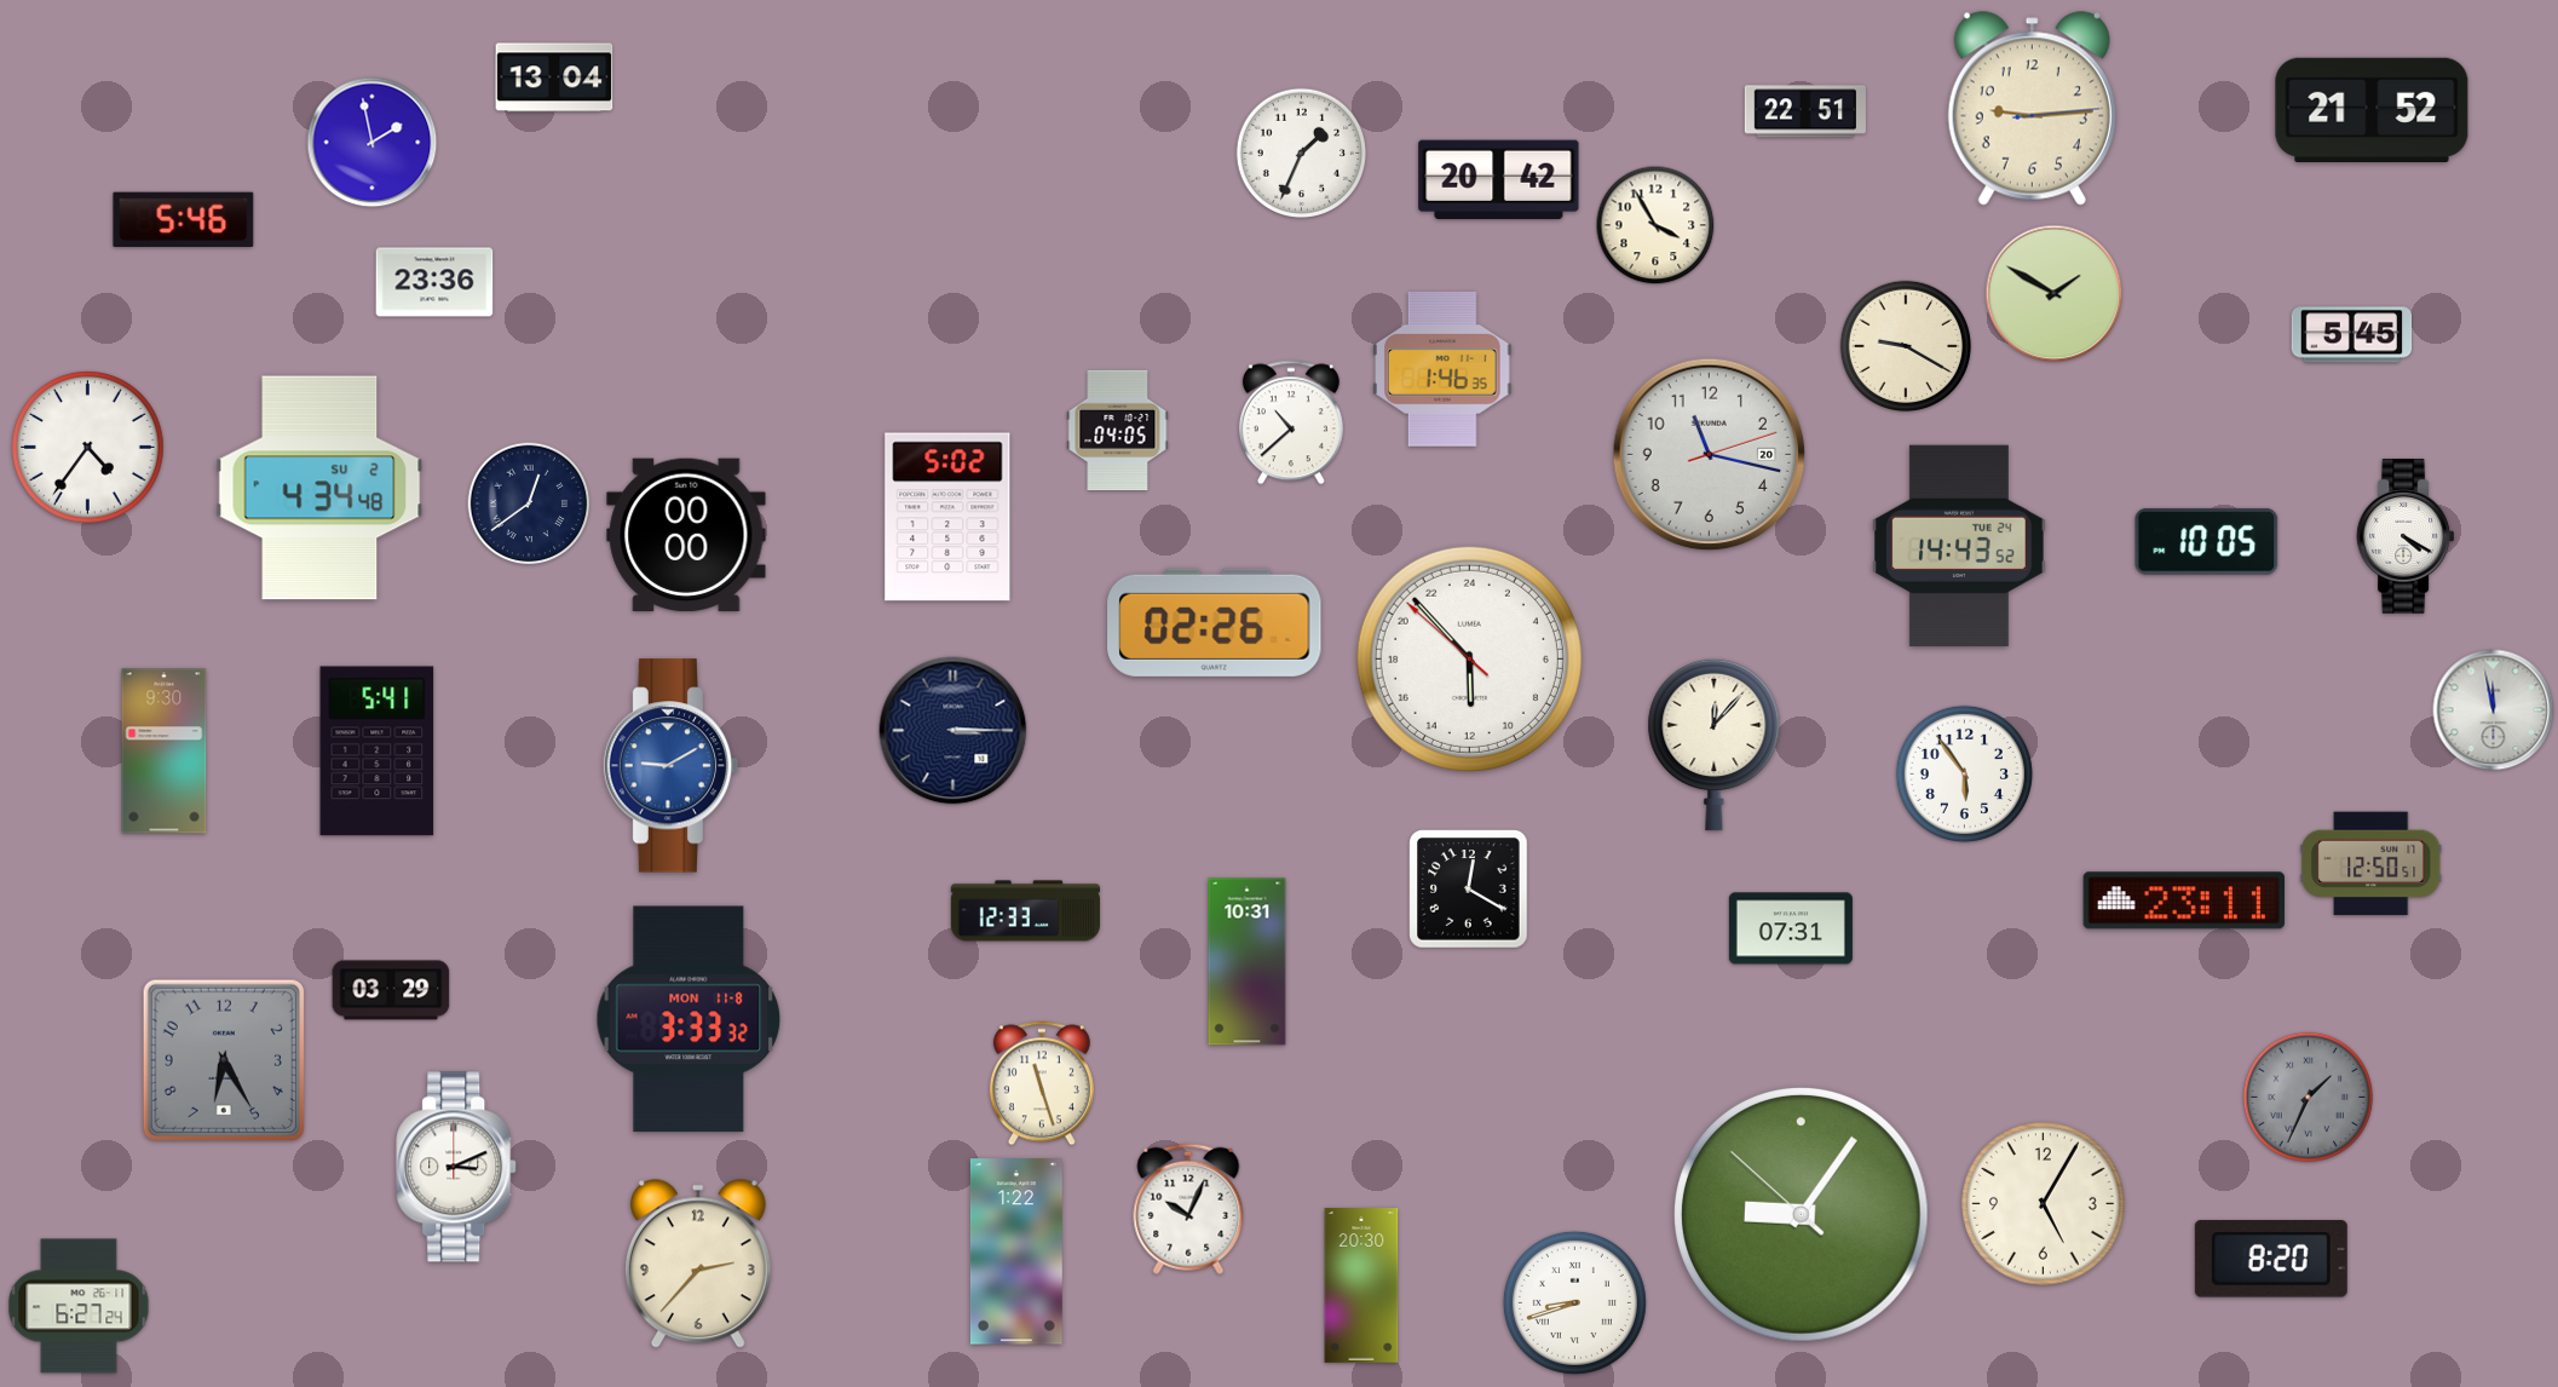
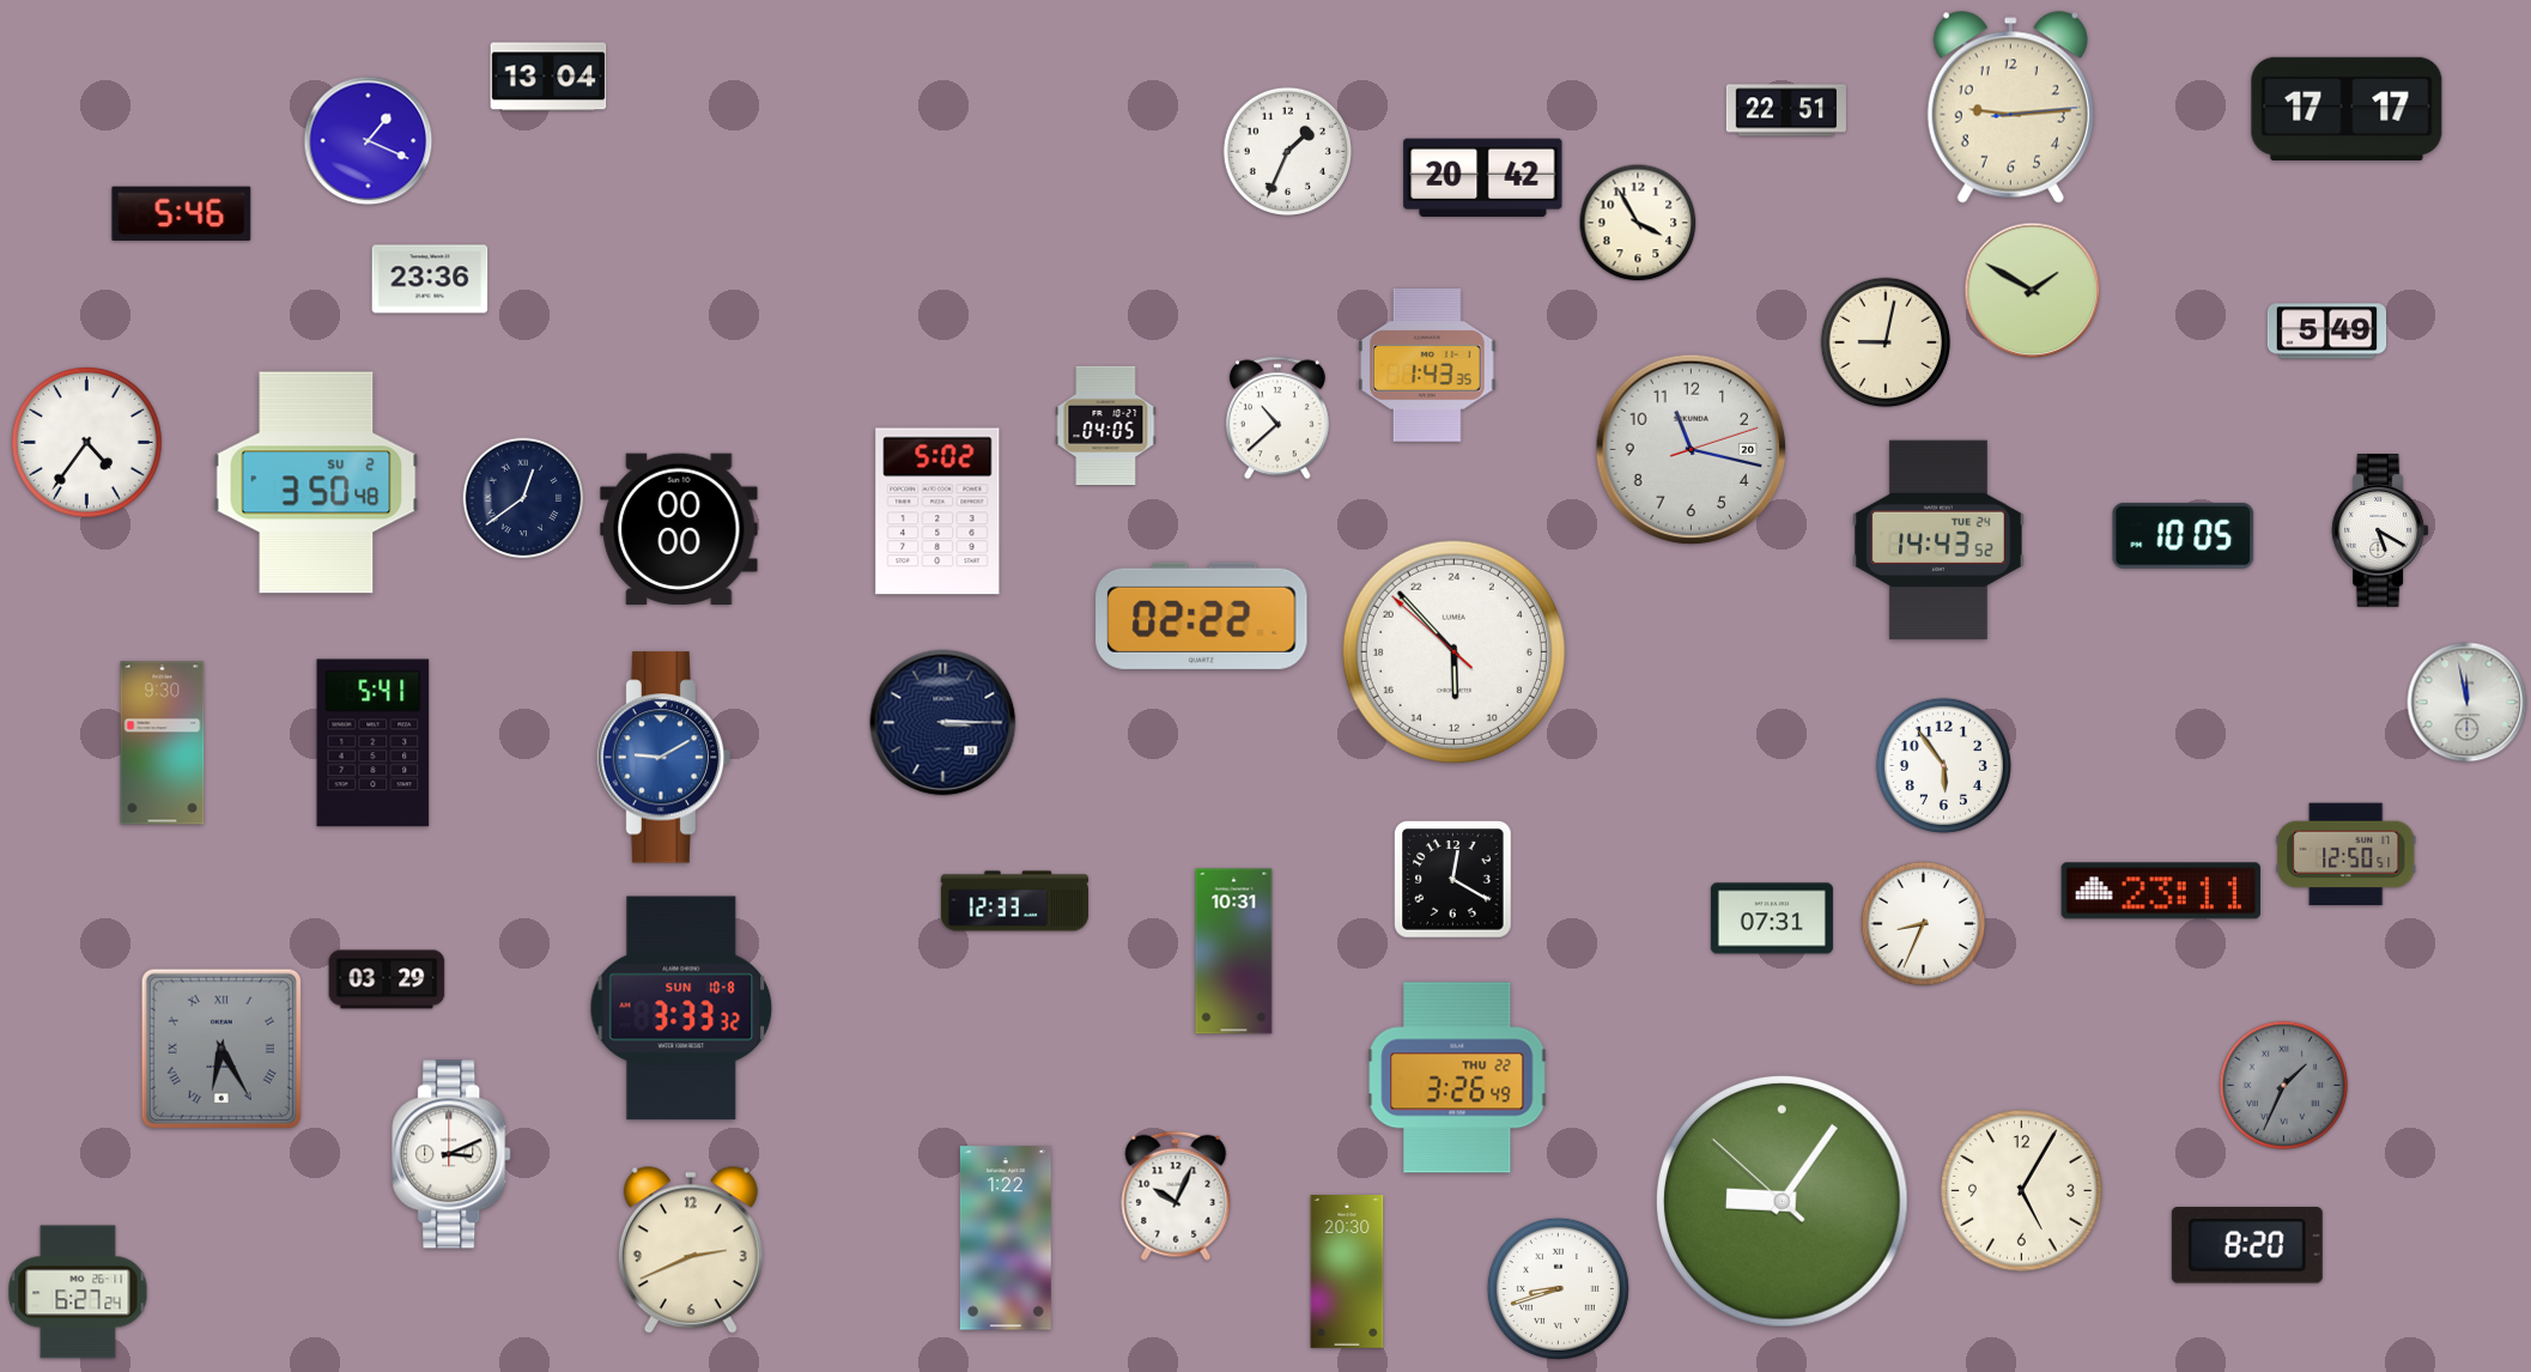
clock at (2372, 109): 21:52 -> 17:17
clock at (373, 143): 1:58 -> 1:19
clock at (184, 219) position: (184, 219) -> (182, 213)
clock at (2352, 335): 5:45 -> 5:49
clock at (1905, 345): 9:20 -> 9:02
clock at (1444, 369): 1:46 -> 1:43
clock at (319, 488): 4:34 -> 3:50
clock at (2406, 537): 4:20 -> 5:20
clock at (1215, 622): 02:26 -> 02:22
clock at (1715, 744): 12:07 -> none
clock at (1924, 924): none -> 8:34
clock at (689, 1019) date: MON 11-8 -> SUN 10-8
clock at (224, 1060) numerals: Arabic -> Roman
clock at (1042, 1083): 11:27 -> none
clock at (1457, 1077): none -> 3:26
clock at (698, 1265): 2:37 -> 2:41
